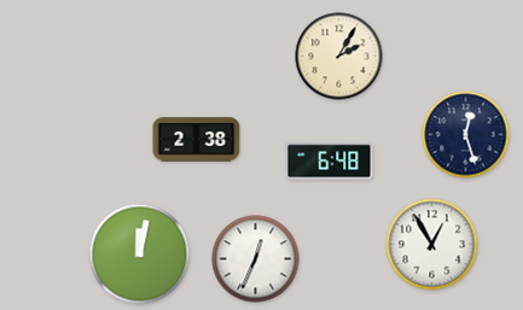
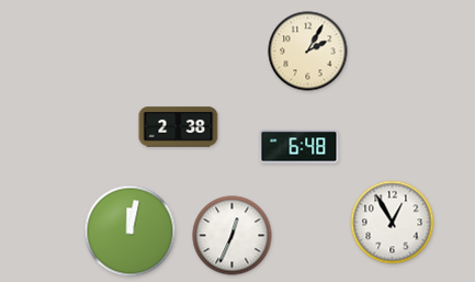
clock at (466, 135): 12:27 -> none
clock at (140, 255) position: (140, 255) -> (131, 232)
